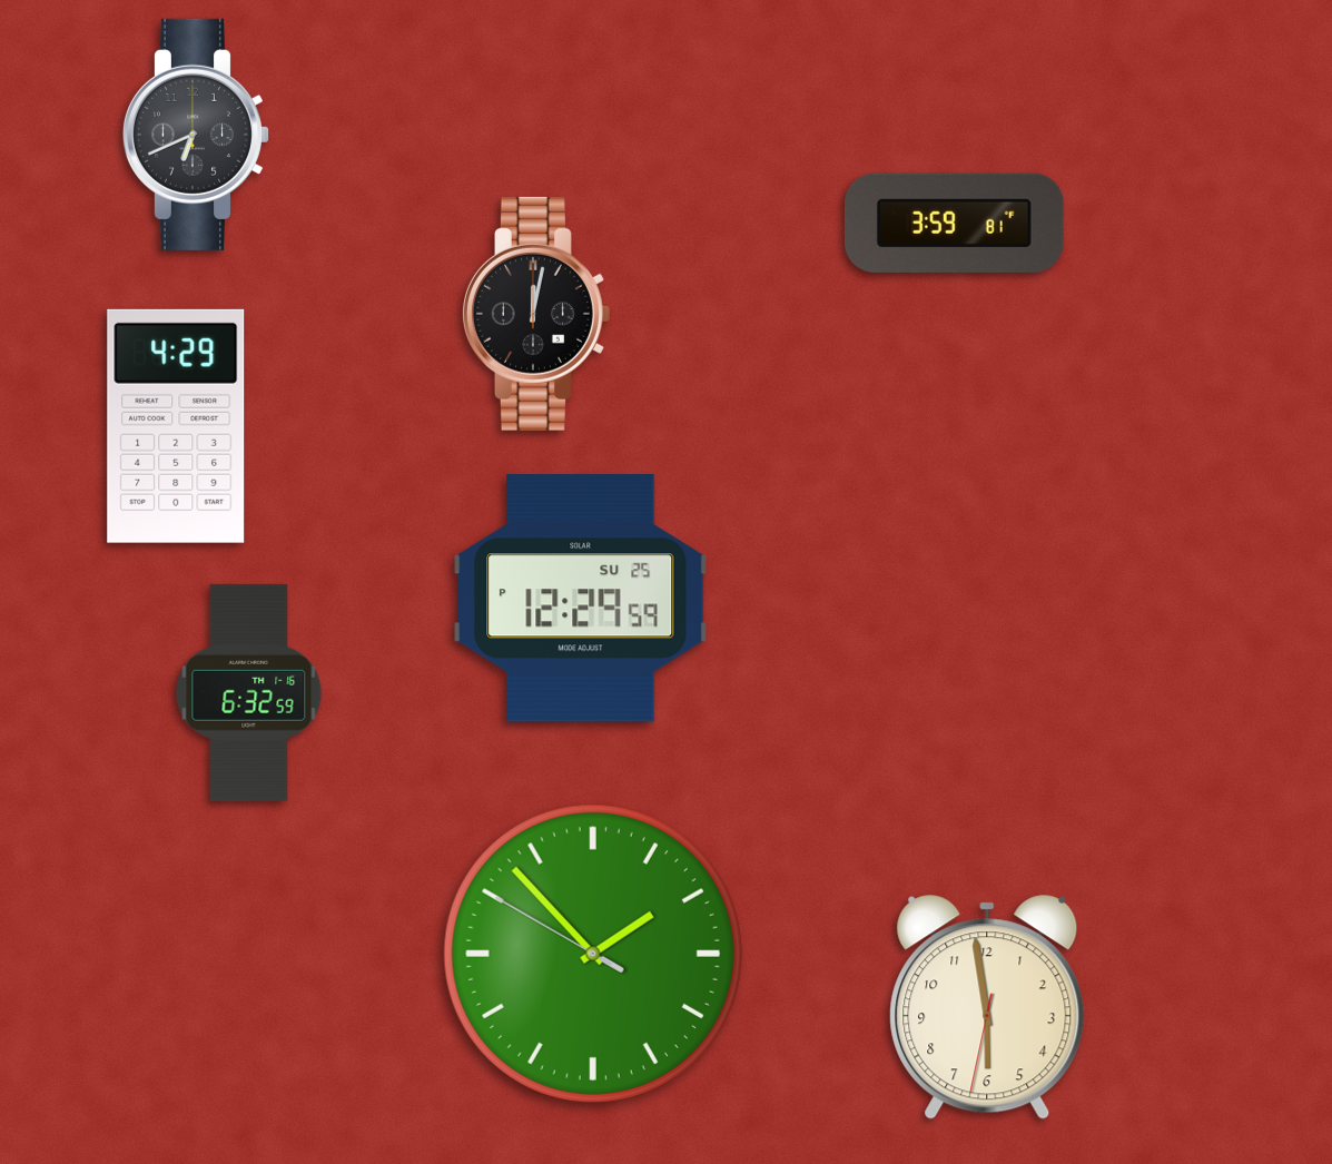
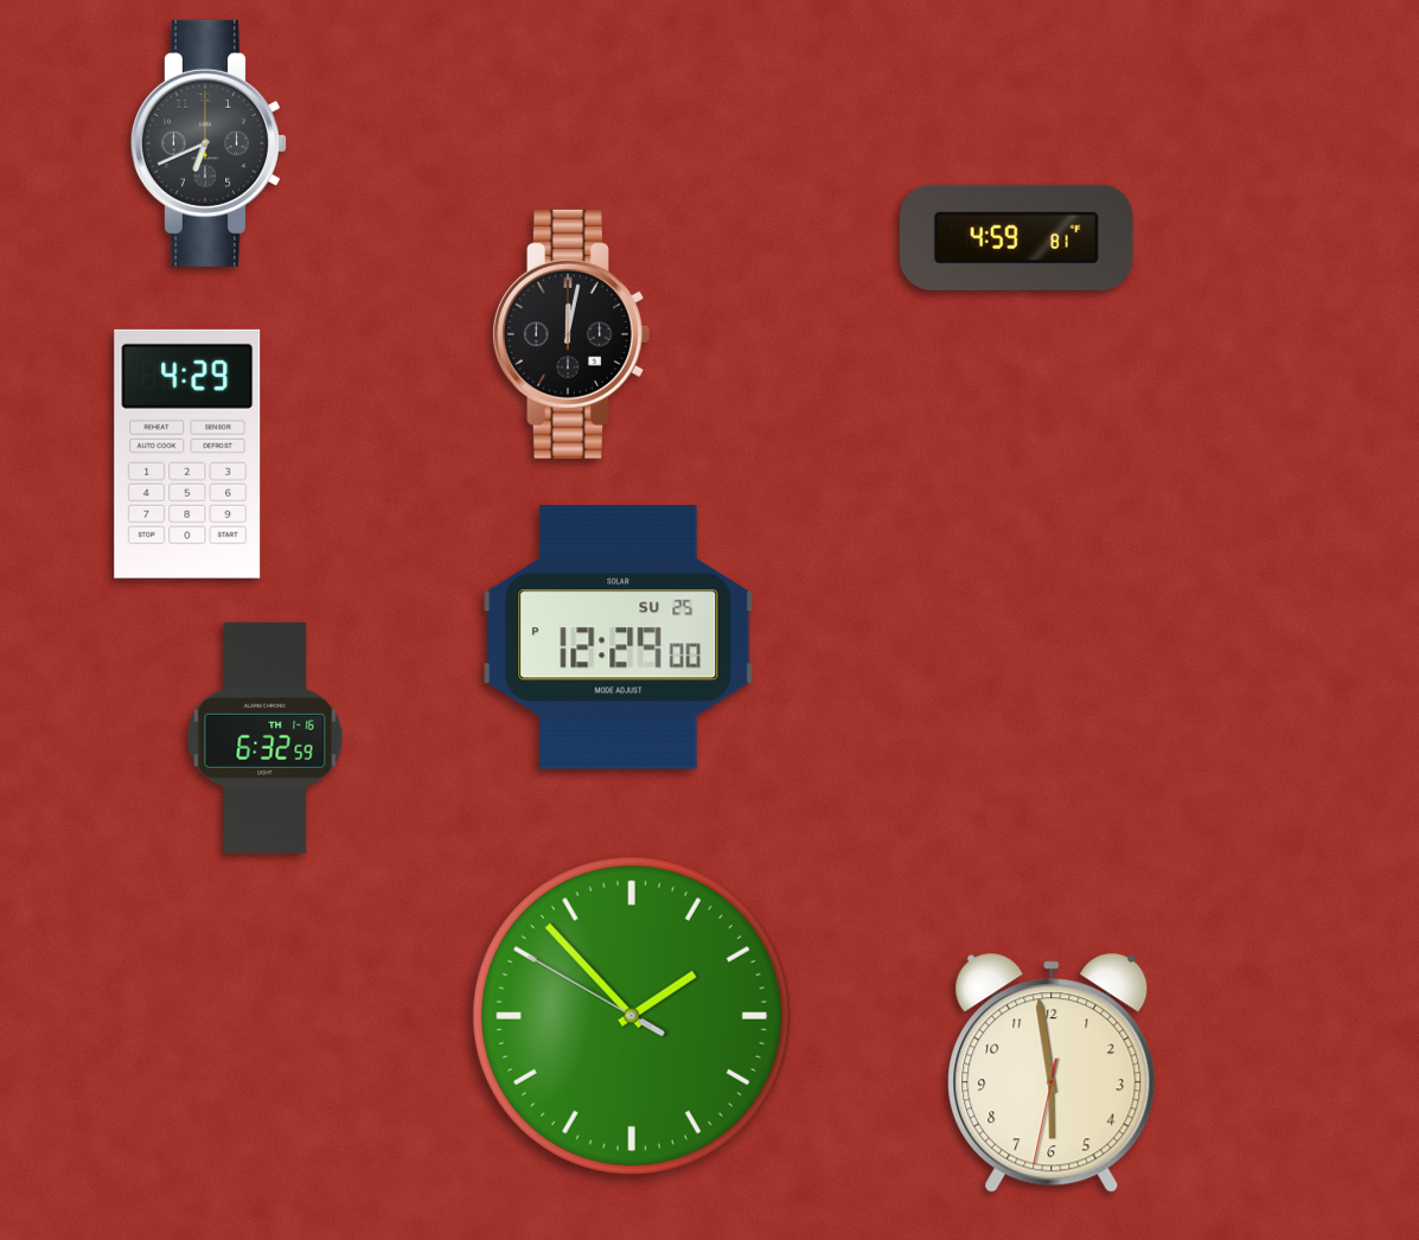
clock at (954, 223): 3:59 -> 4:59
clock at (581, 599): 12:29:59 PM -> 12:29:00 PM
